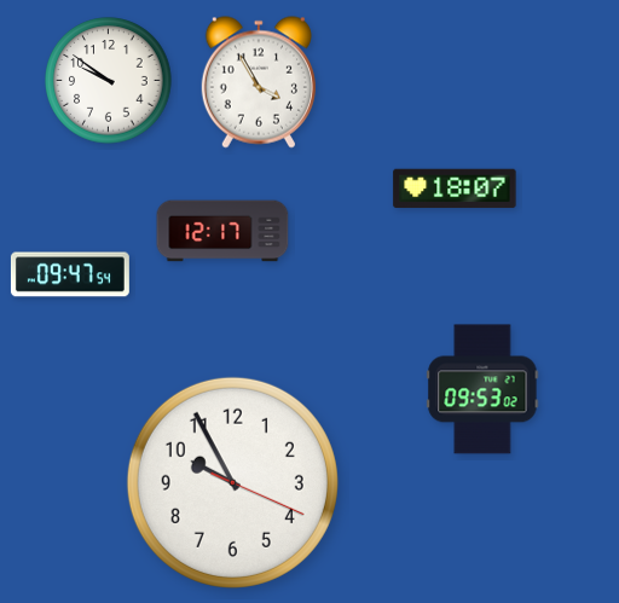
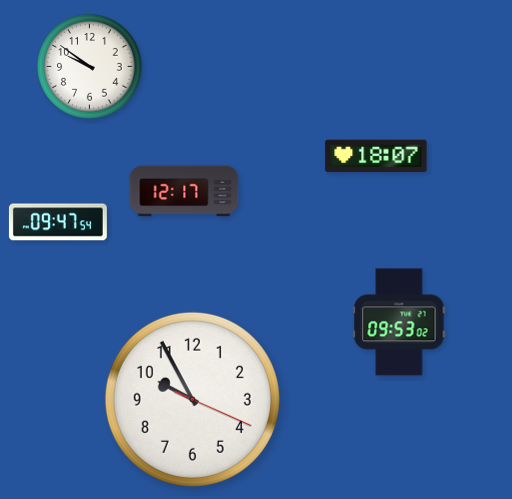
clock at (259, 82): 3:55 -> none
clock at (70, 274) position: (70, 274) -> (58, 222)
